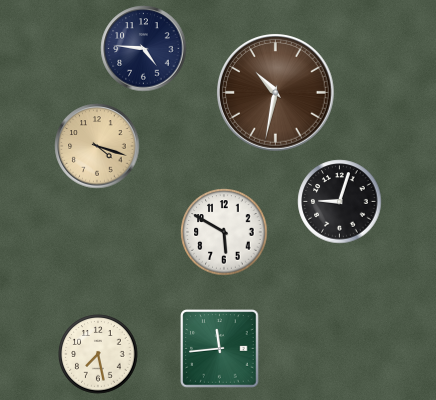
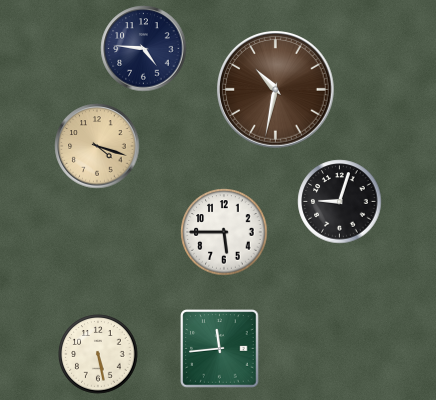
clock at (276, 93) position: (276, 93) -> (276, 90)
clock at (224, 232): 5:50 -> 5:45
clock at (98, 354): 7:28 -> 5:28
